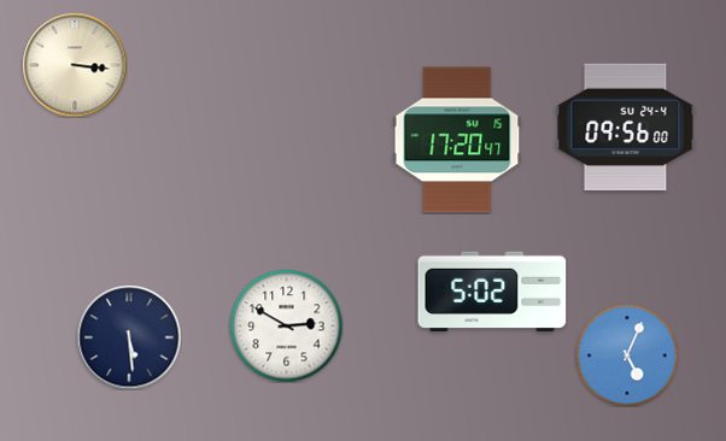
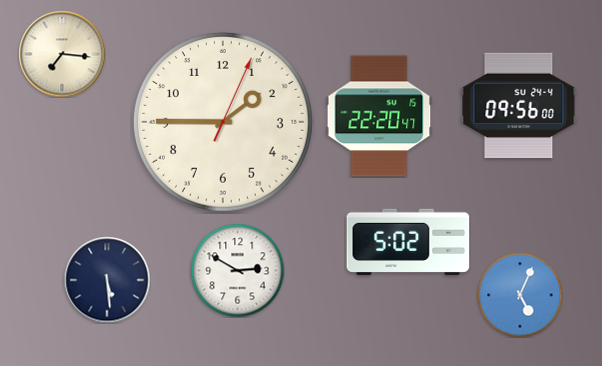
clock at (75, 65): 3:16 -> 7:16
clock at (457, 140): 17:20 -> 22:20
clock at (223, 122): none -> 1:45
